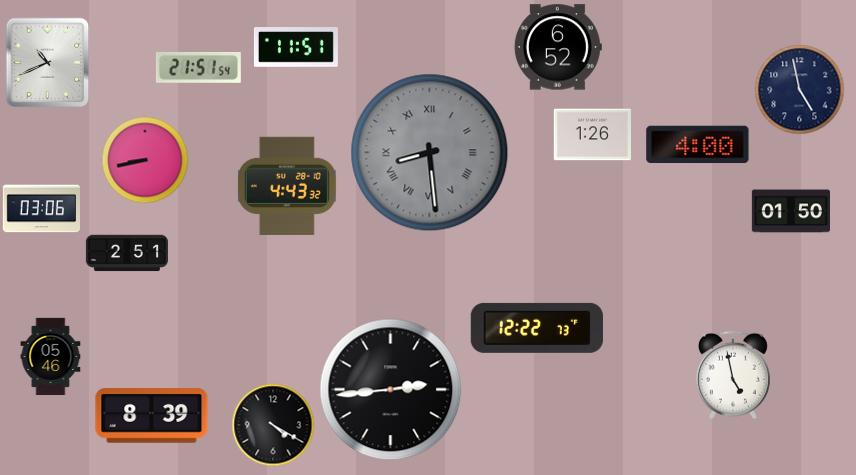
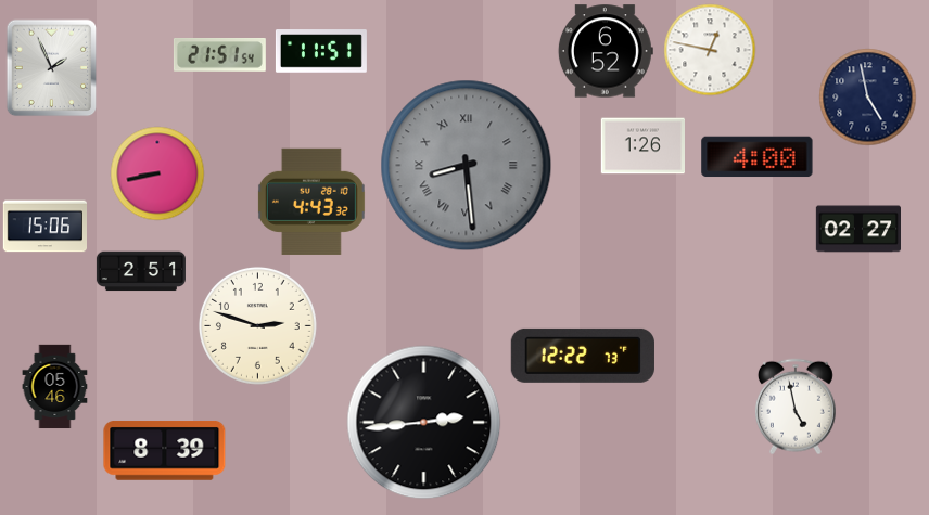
clock at (710, 50): none -> 12:47
clock at (48, 62): 10:41 -> 1:56
clock at (198, 68) position: (198, 68) -> (219, 55)
clock at (41, 209): 03:06 -> 15:06
clock at (790, 211): 01:50 -> 02:27
clock at (127, 253) position: (127, 253) -> (141, 271)
clock at (257, 325): none -> 2:48
clock at (273, 425): 4:20 -> none
